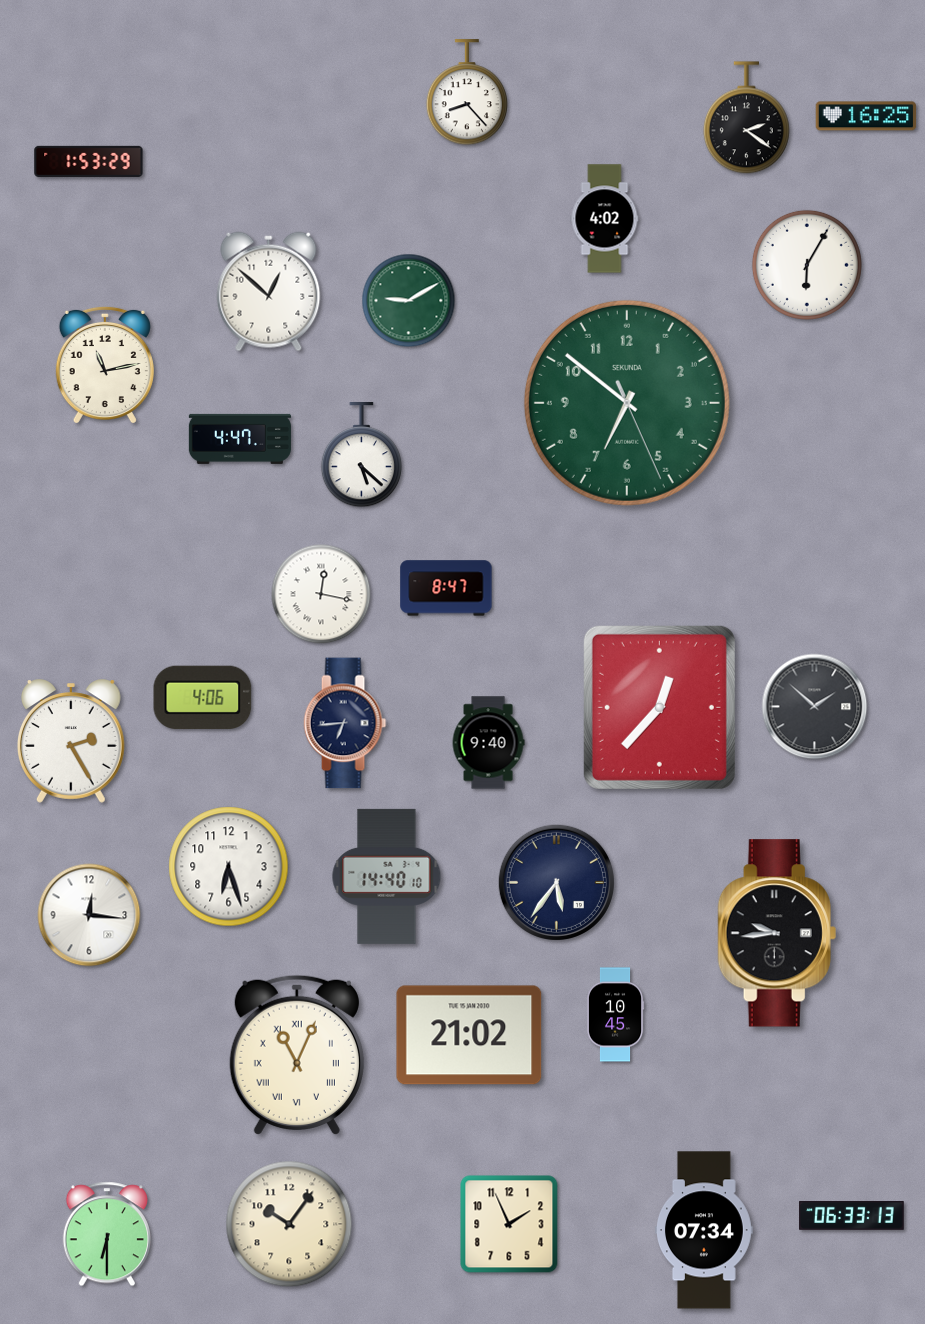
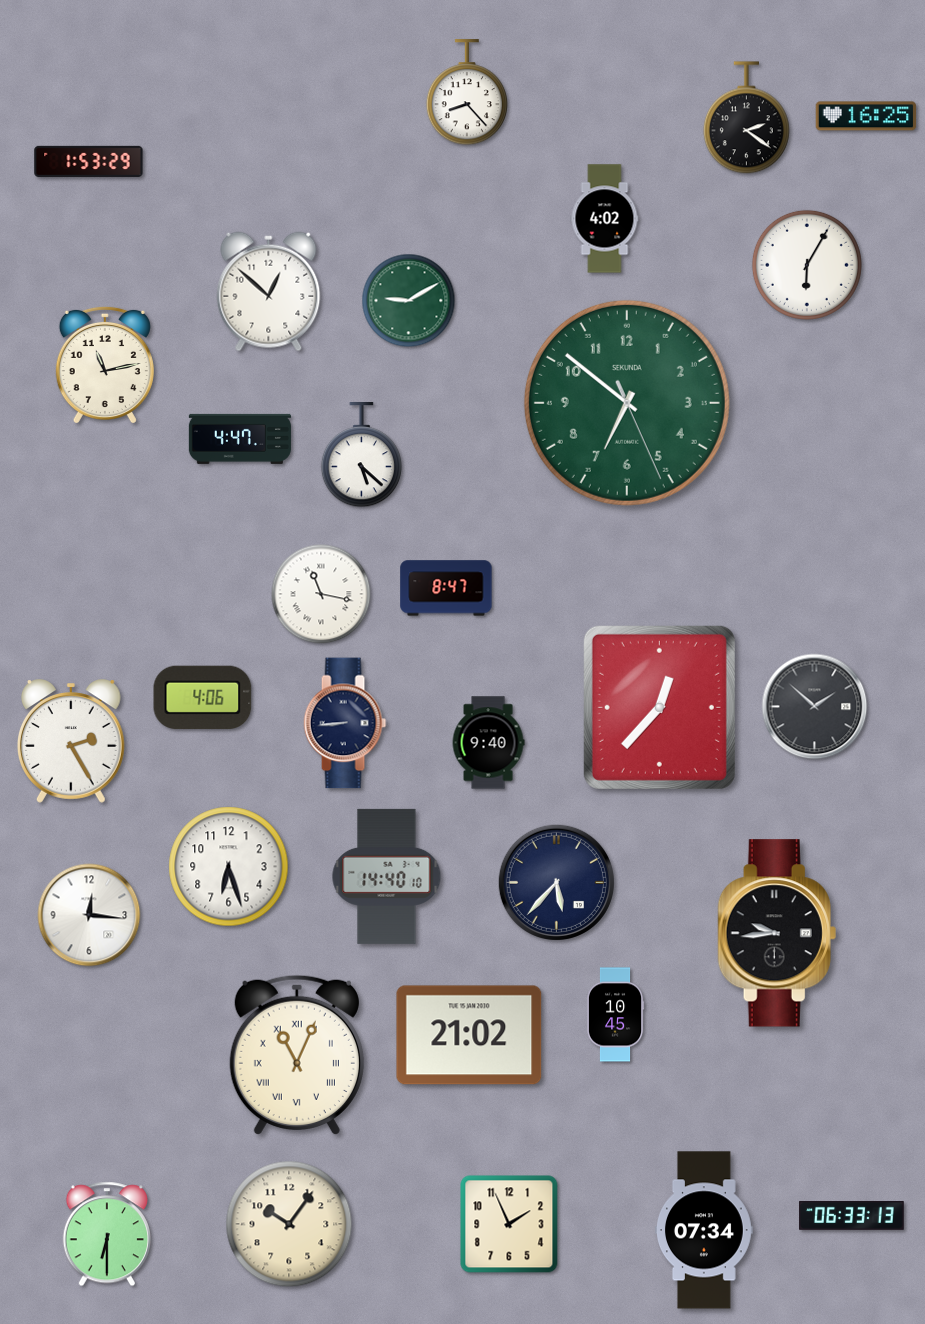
clock at (321, 594): 12:17 -> 11:17
clock at (345, 723): 6:44 -> 8:44
clock at (556, 882): 5:36 -> 5:37
